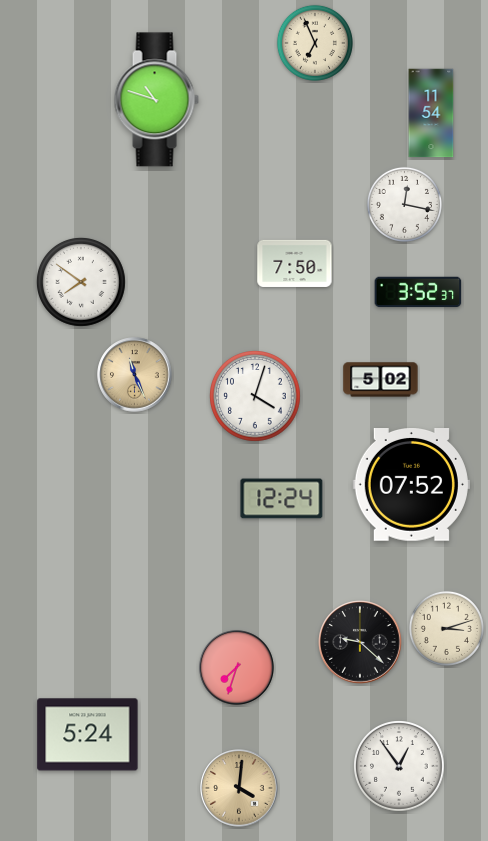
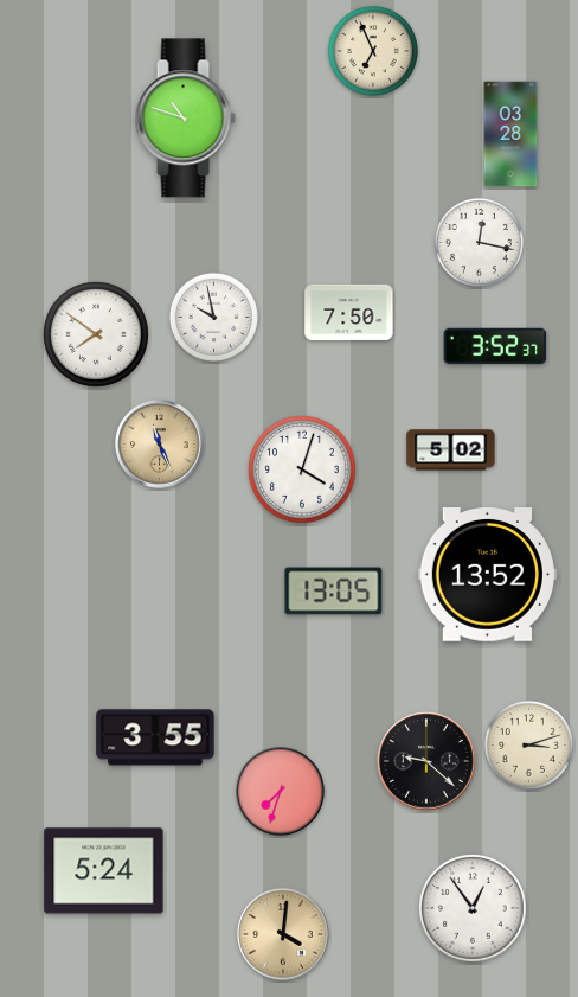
clock at (431, 113): 11:54 -> 03:28
clock at (213, 317): none -> 9:58
clock at (411, 485): 07:52 -> 13:52
clock at (282, 499): 12:24 -> 13:05
clock at (155, 737): none -> 3:55
